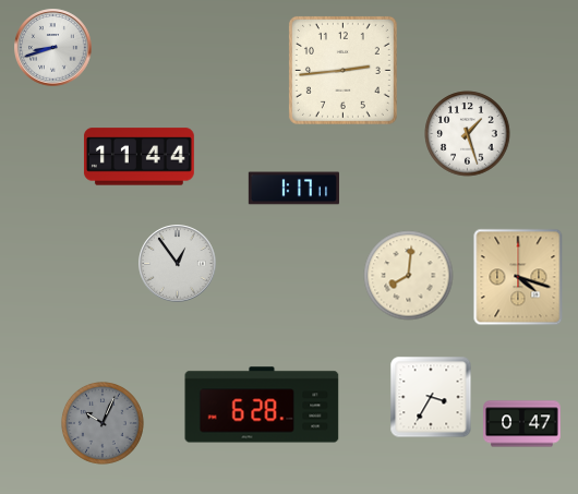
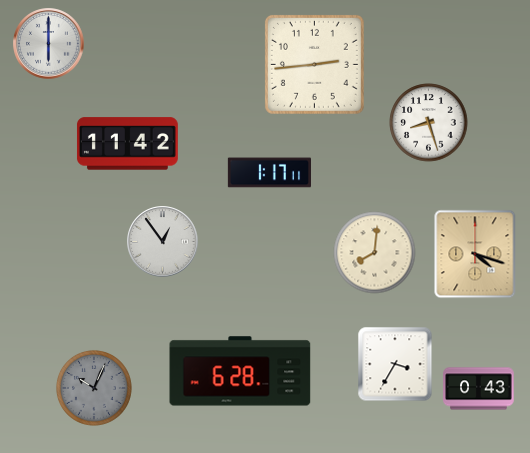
clock at (53, 48): 8:42 -> 6:00
clock at (468, 134): 1:27 -> 8:27
clock at (139, 157): 11:44 -> 11:42
clock at (522, 424): 0:47 -> 0:43
